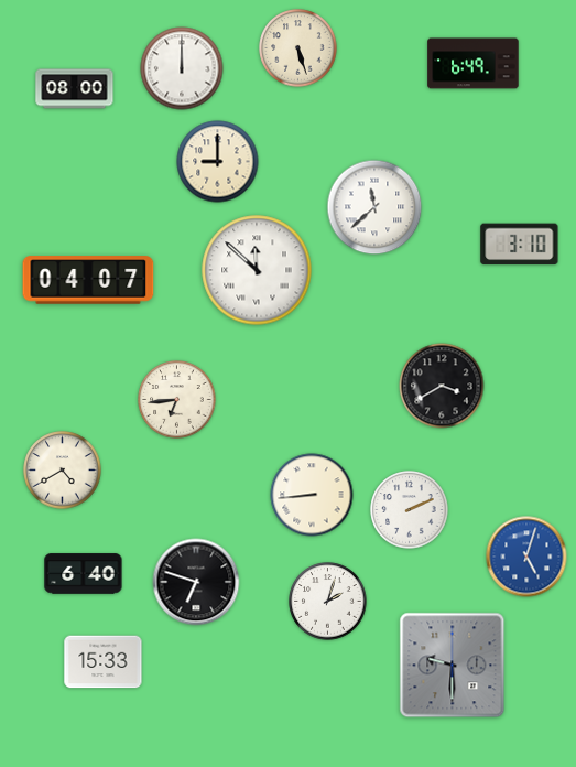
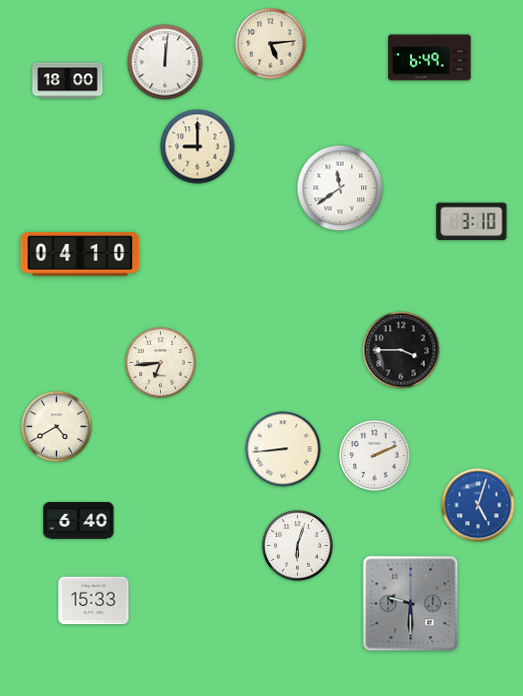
clock at (298, 48): 5:27 -> 5:14
clock at (182, 68): 12:00 -> 12:01
clock at (75, 89): 08:00 -> 18:00
clock at (374, 207): 11:38 -> 11:39
clock at (257, 270): 11:52 -> none
clock at (88, 280): 04:07 -> 04:10
clock at (442, 386): 3:40 -> 3:45
clock at (410, 510) position: (410, 510) -> (375, 456)
clock at (84, 574) position: (84, 574) -> (79, 521)
clock at (196, 582): 6:48 -> none
clock at (328, 602): 2:03 -> 6:03
